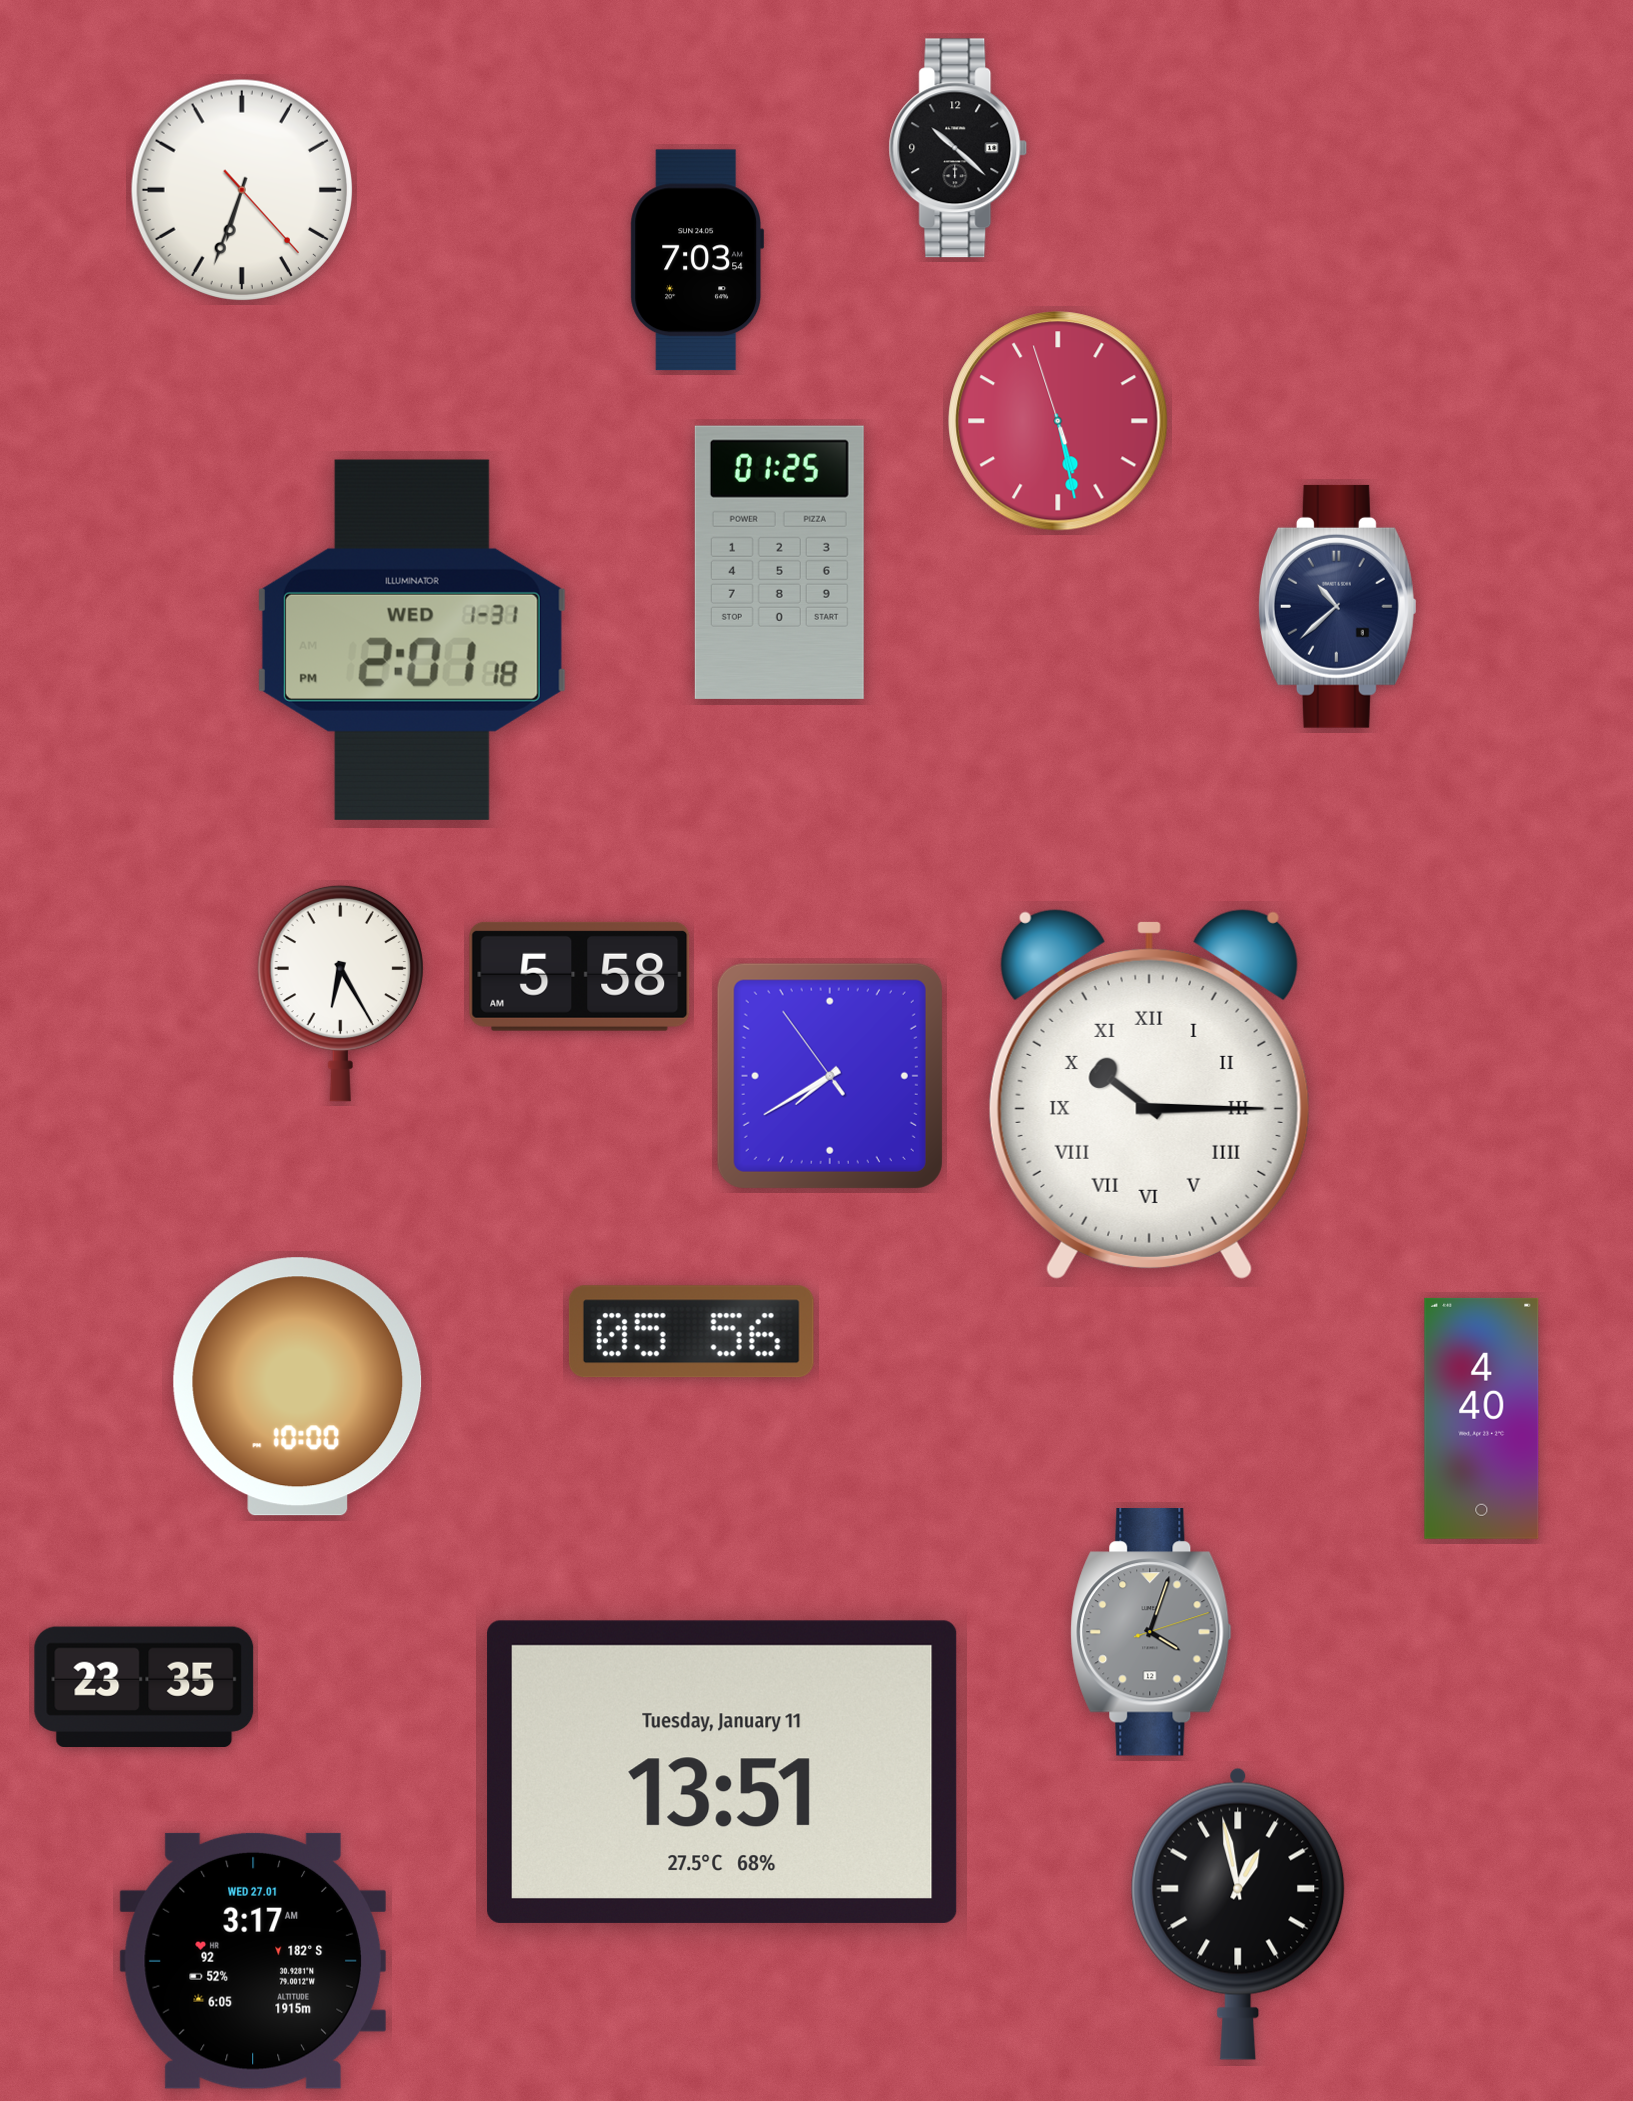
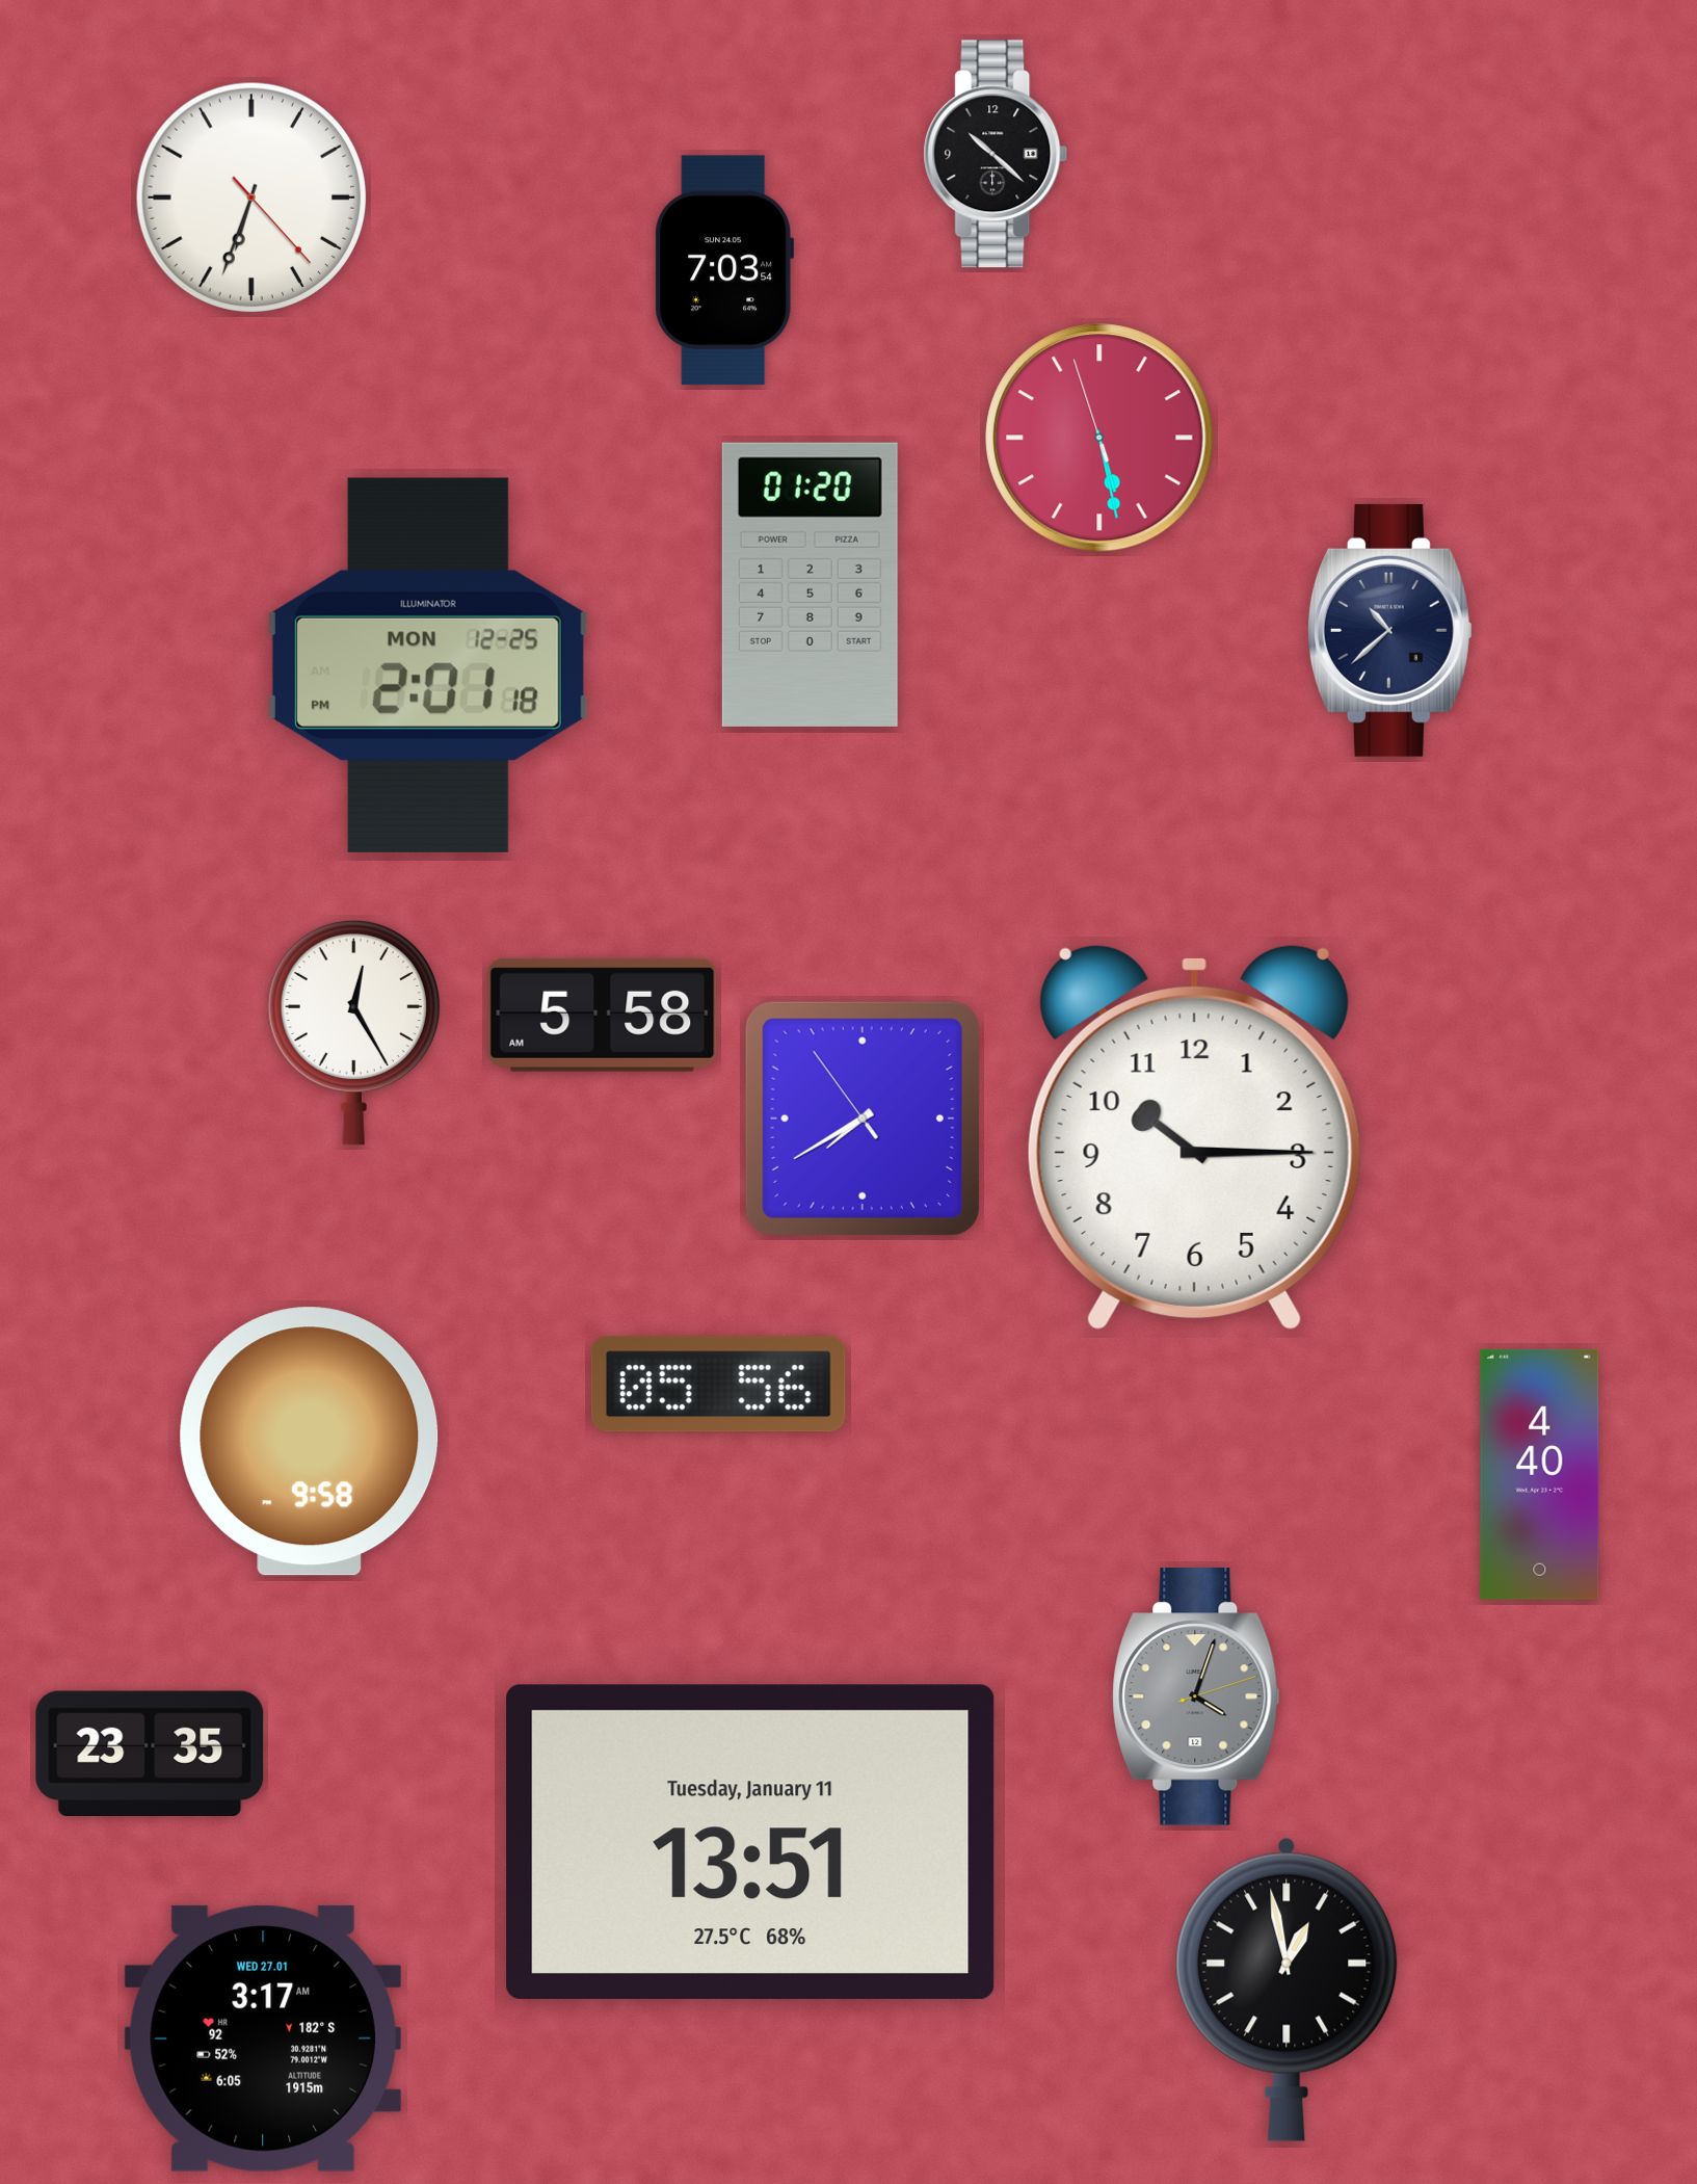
clock at (779, 562): 01:25 -> 01:20
clock at (412, 640) date: WED 1-31 -> MON 12-25
clock at (340, 993): 6:25 -> 12:25
clock at (1149, 1094) numerals: Roman -> Arabic
clock at (298, 1387): 10:00 -> 9:58
